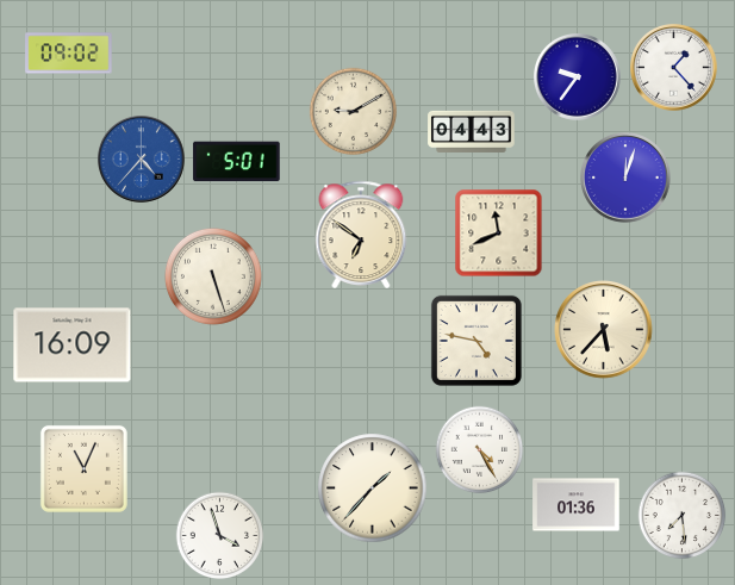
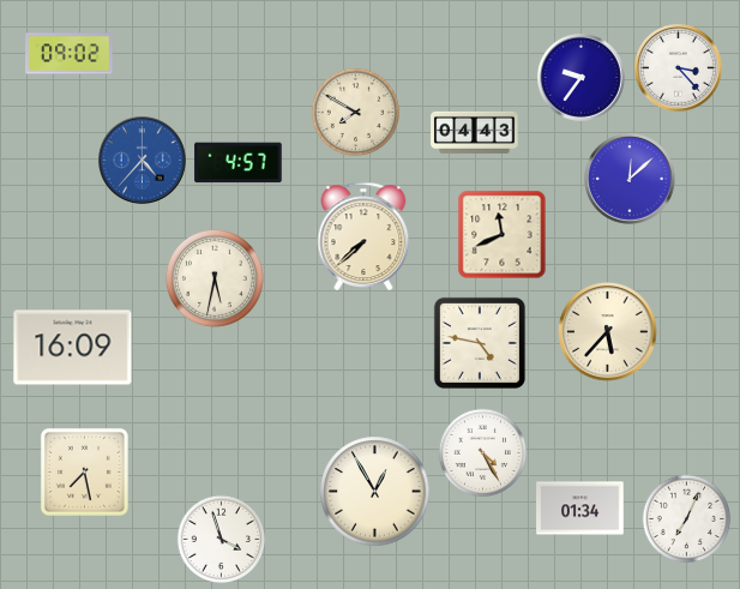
clock at (674, 68): 1:23 -> 3:23
clock at (354, 112): 9:10 -> 7:50
clock at (237, 162): 5:01 -> 4:57
clock at (627, 179): 12:03 -> 12:08
clock at (361, 235): 6:51 -> 7:38
clock at (213, 276): 5:27 -> 5:32
clock at (83, 468): 11:04 -> 7:28
clock at (373, 488): 1:37 -> 12:55
clock at (577, 505): 01:36 -> 01:34
clock at (683, 516): 7:29 -> 7:04
